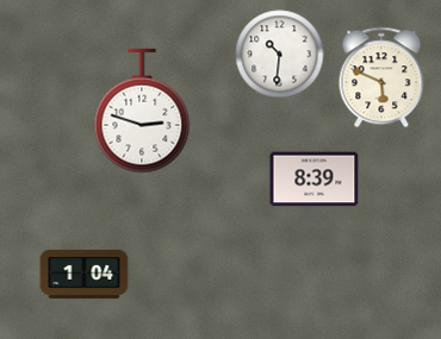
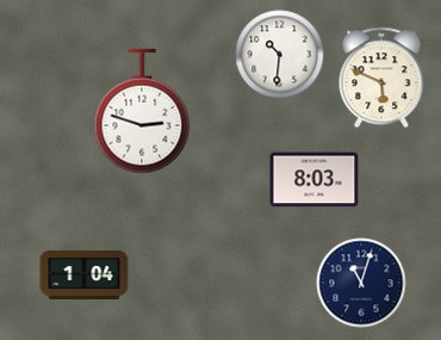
clock at (315, 180): 8:39 -> 8:03
clock at (361, 283): none -> 11:03
